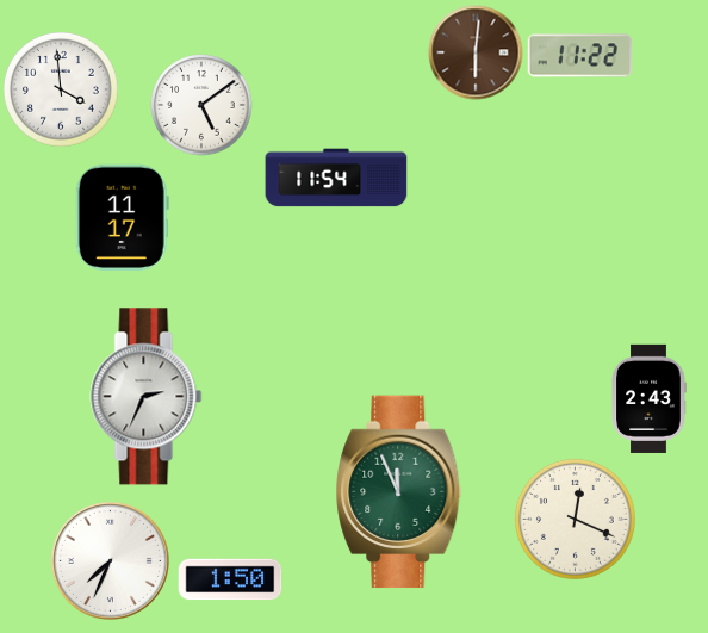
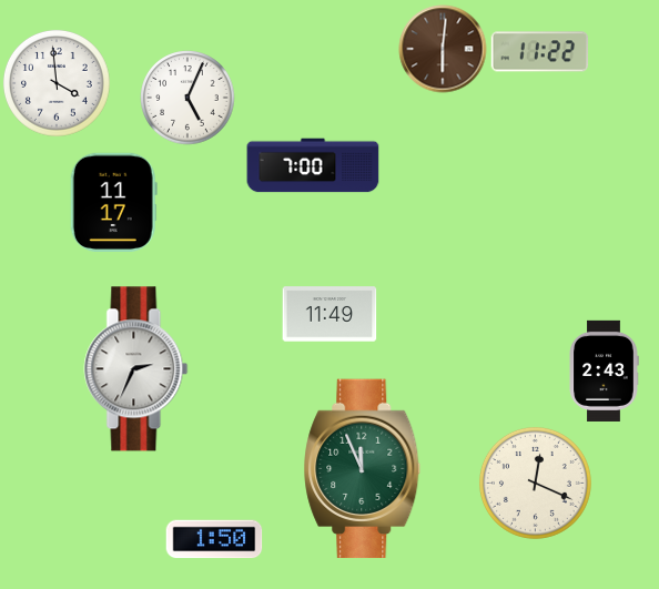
clock at (201, 105): 5:09 -> 5:04
clock at (336, 178): 11:54 -> 7:00
clock at (329, 314): none -> 11:49
clock at (399, 492) position: (399, 492) -> (363, 469)
clock at (110, 560): 7:34 -> none
